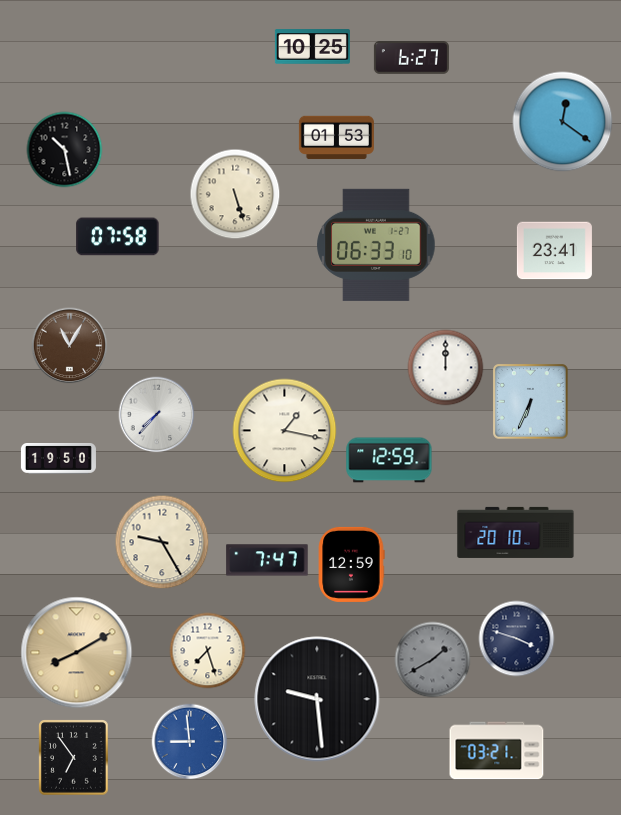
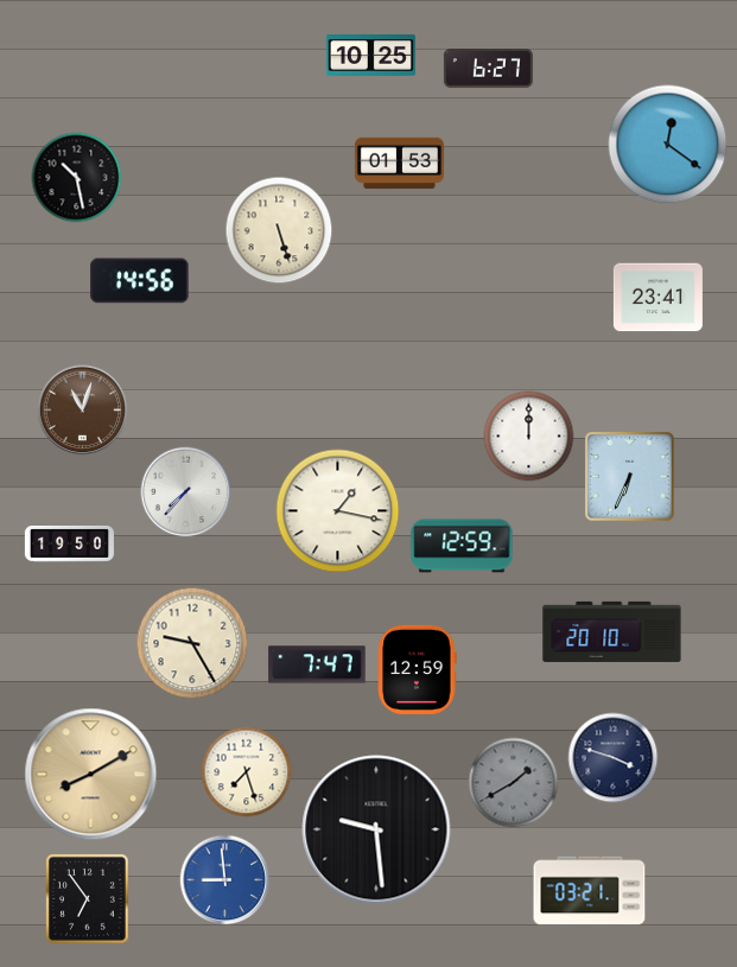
clock at (118, 237): 07:58 -> 14:56
clock at (376, 245): 06:33 -> none
clock at (70, 346): 11:05 -> 11:03
